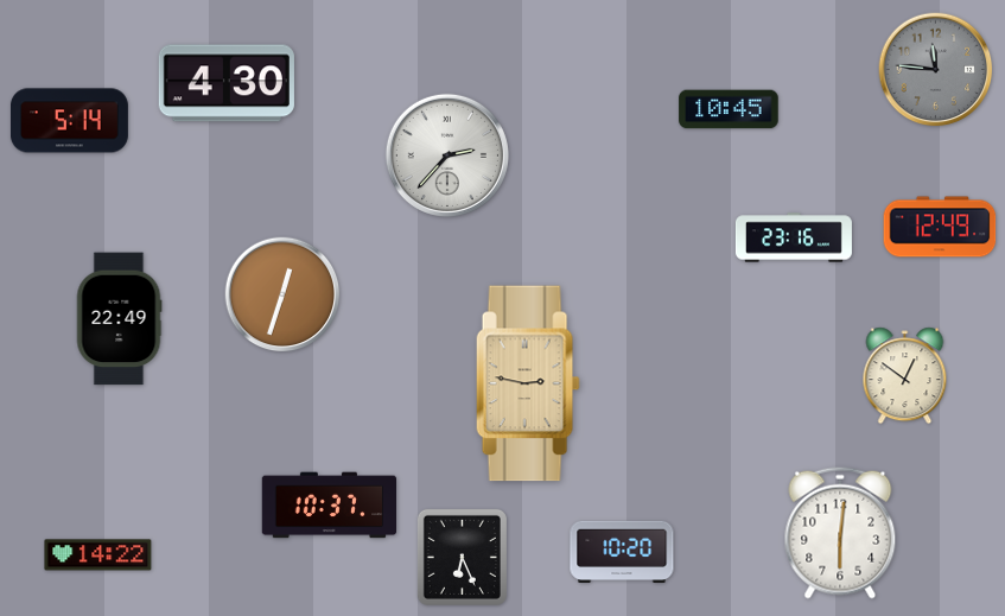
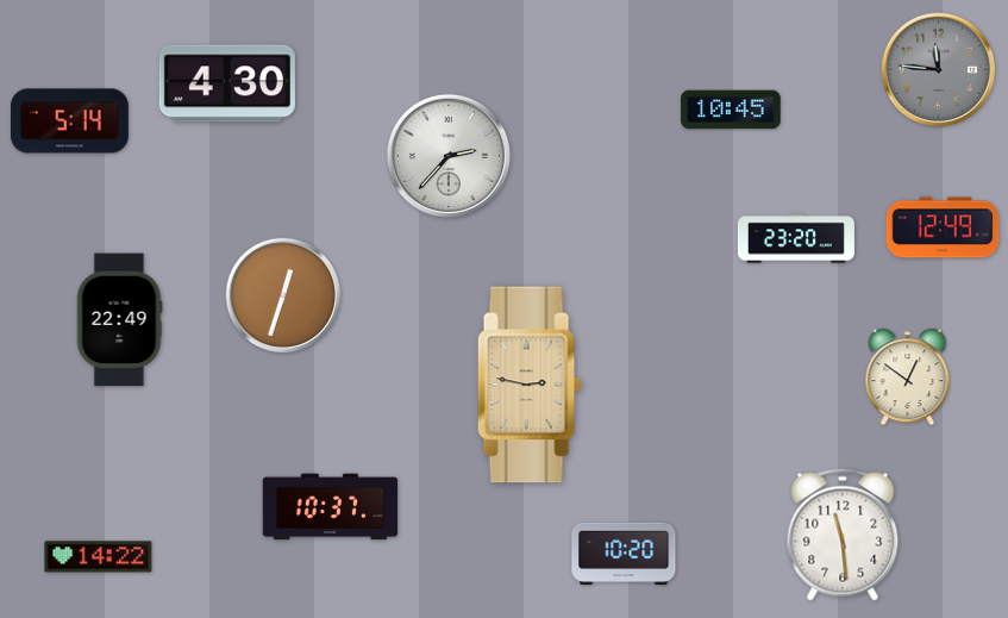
clock at (794, 237): 23:16 -> 23:20
clock at (840, 533): 6:01 -> 11:29
clock at (462, 557): 6:26 -> none
